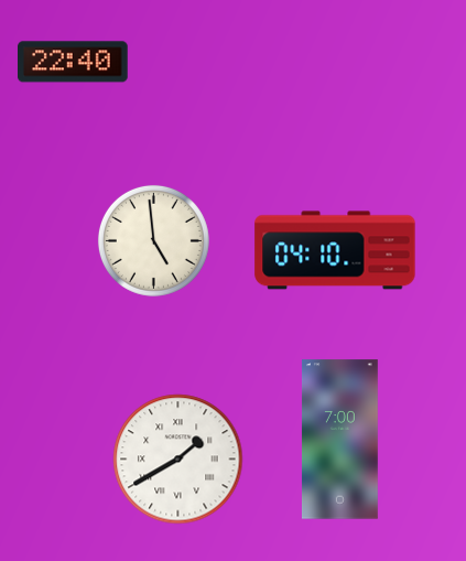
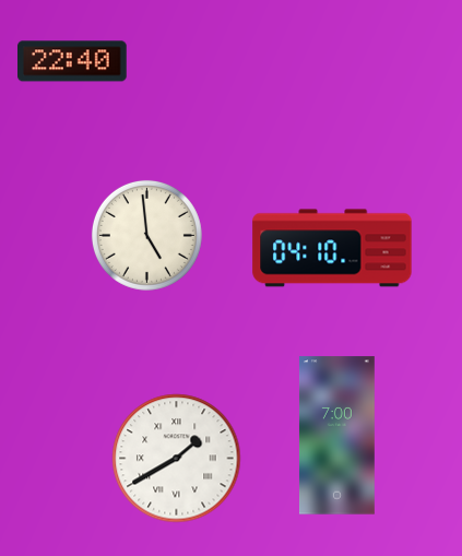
clock at (153, 240) position: (153, 240) -> (146, 235)
clock at (178, 460) position: (178, 460) -> (177, 459)
